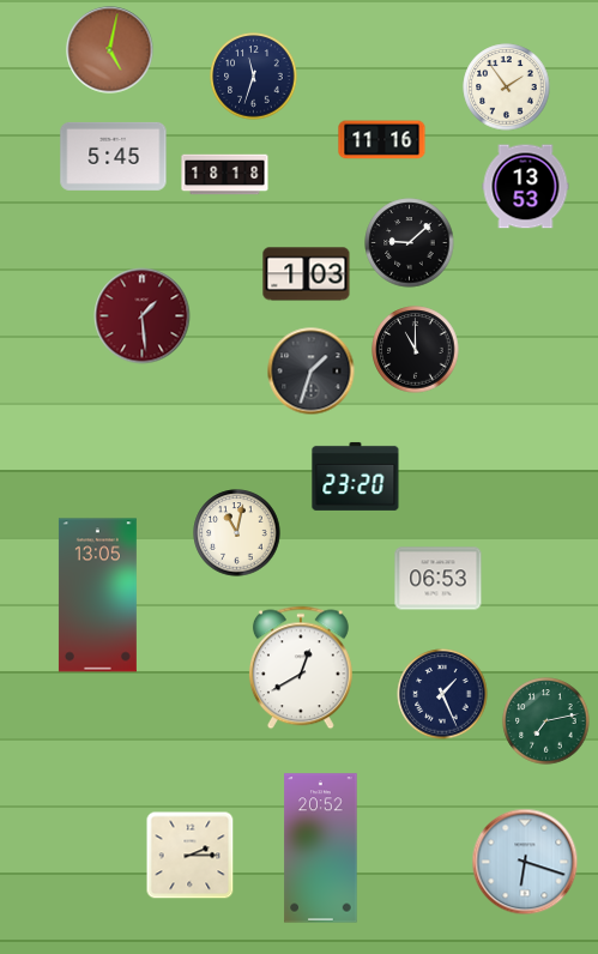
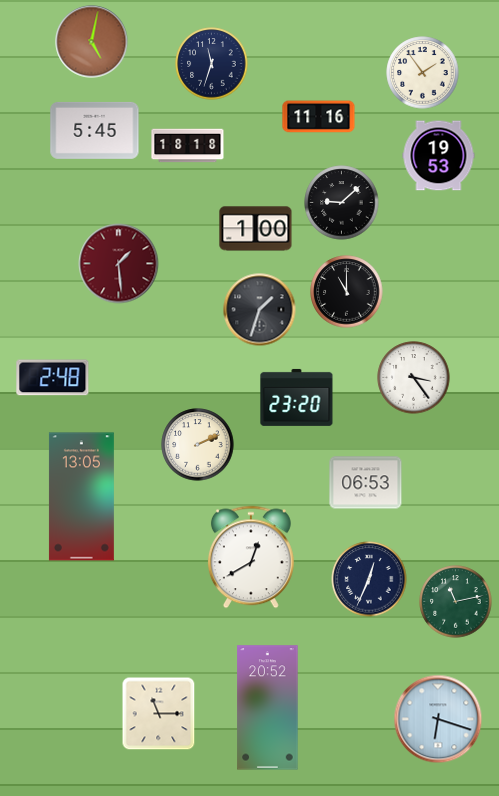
clock at (526, 187): 13:53 -> 19:53
clock at (307, 274): 1:03 -> 1:00
clock at (53, 378): none -> 2:48
clock at (414, 378): none -> 3:24
clock at (237, 533): 11:02 -> 2:11
clock at (442, 694): 1:26 -> 12:34
clock at (546, 721): 7:13 -> 11:13
clock at (191, 856): 2:15 -> 11:15
